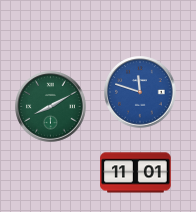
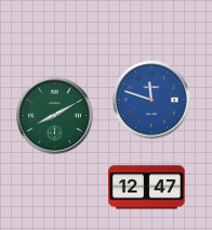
clock at (136, 173): 11:01 -> 12:47
